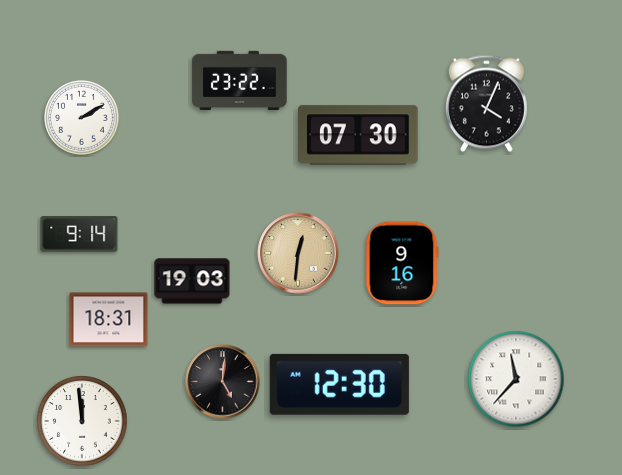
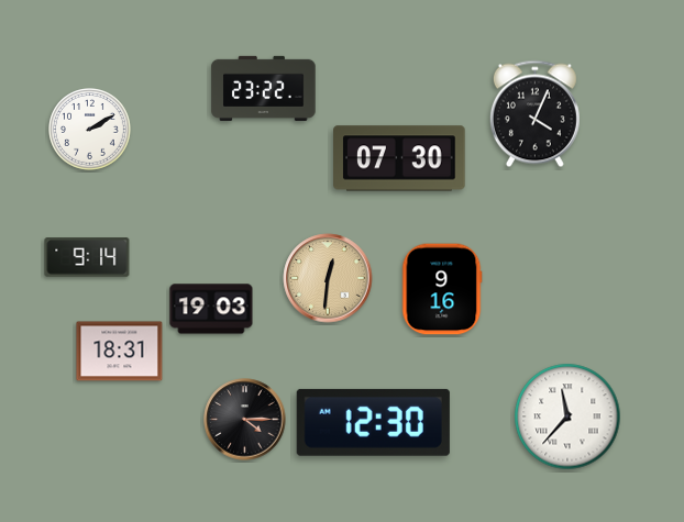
clock at (358, 135) position: (358, 135) -> (399, 158)
clock at (223, 382): 5:01 -> 4:15
clock at (82, 421): 11:59 -> none
